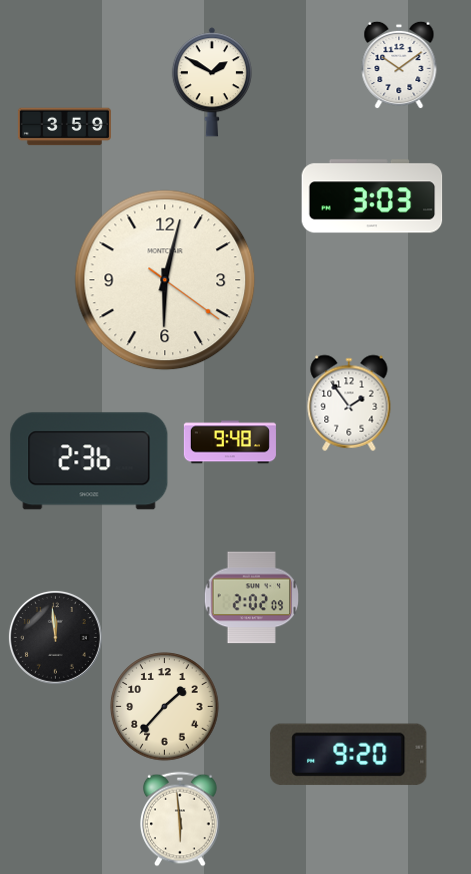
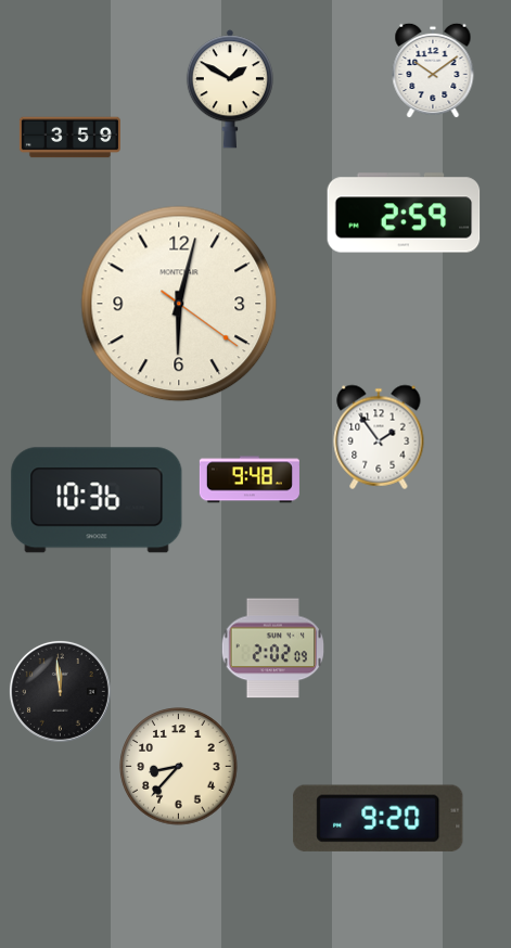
clock at (372, 196): 3:03 -> 2:59
clock at (89, 461): 2:36 -> 10:36
clock at (165, 707): 1:37 -> 8:37
clock at (181, 819): 5:59 -> none
